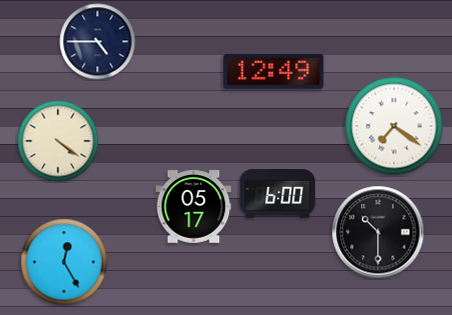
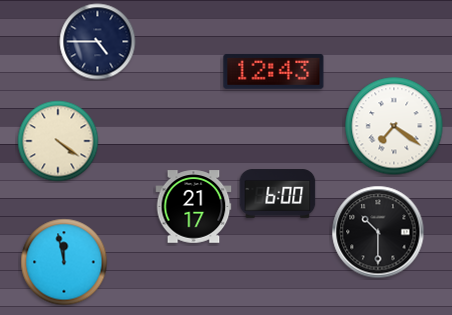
clock at (274, 72): 12:49 -> 12:43
clock at (194, 207): 05:17 -> 21:17
clock at (64, 262): 12:25 -> 11:58
